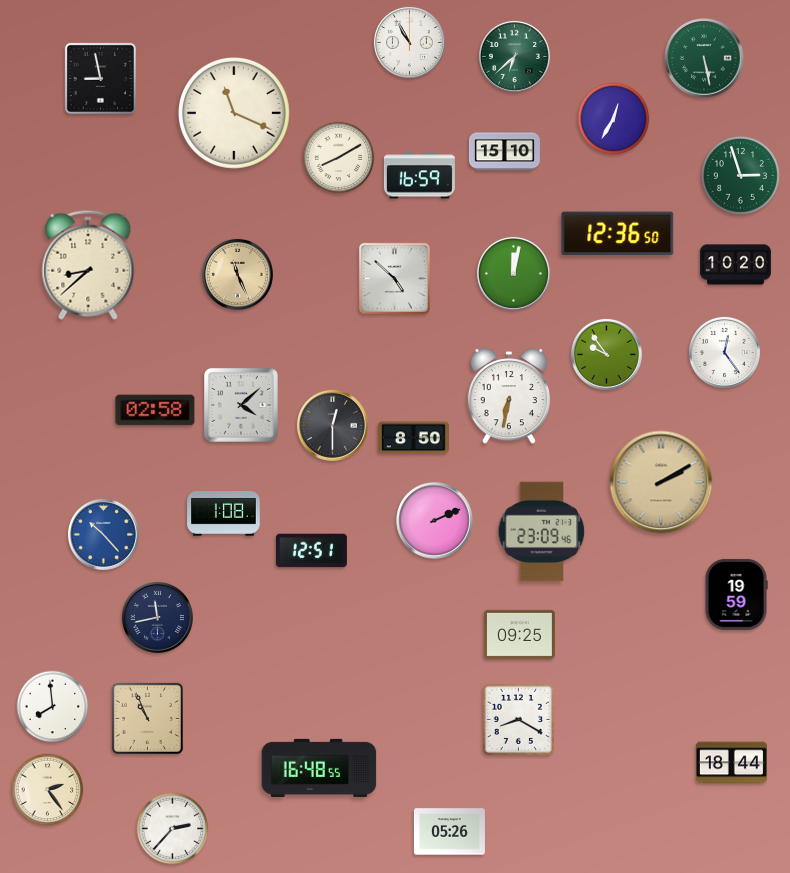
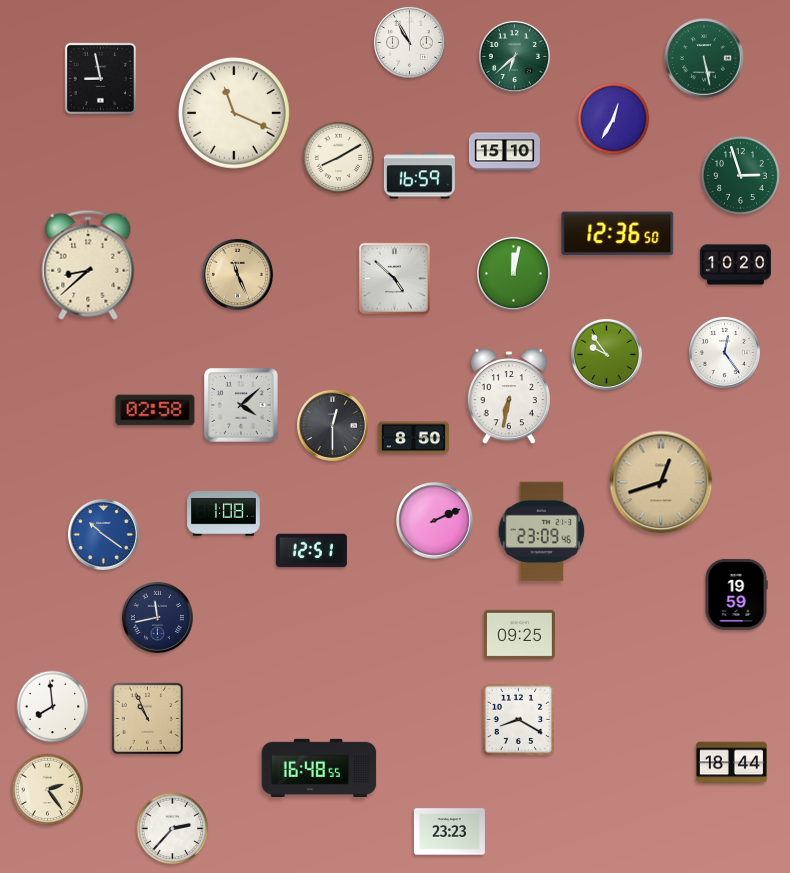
clock at (661, 482): 2:10 -> 12:42
clock at (103, 534): 10:23 -> 10:21
clock at (449, 832): 05:26 -> 23:23
